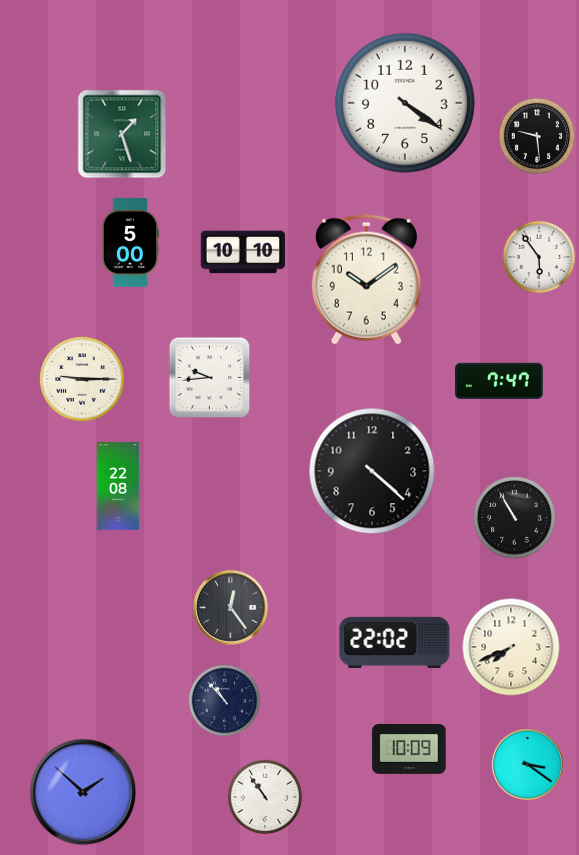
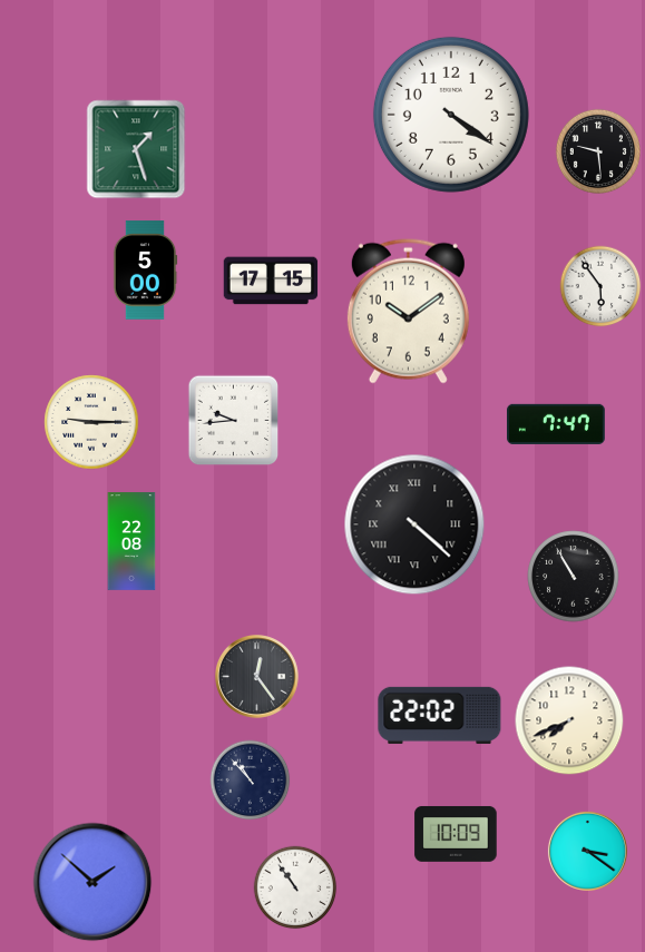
clock at (243, 252): 10:10 -> 17:15
clock at (372, 471) numerals: Arabic -> Roman
